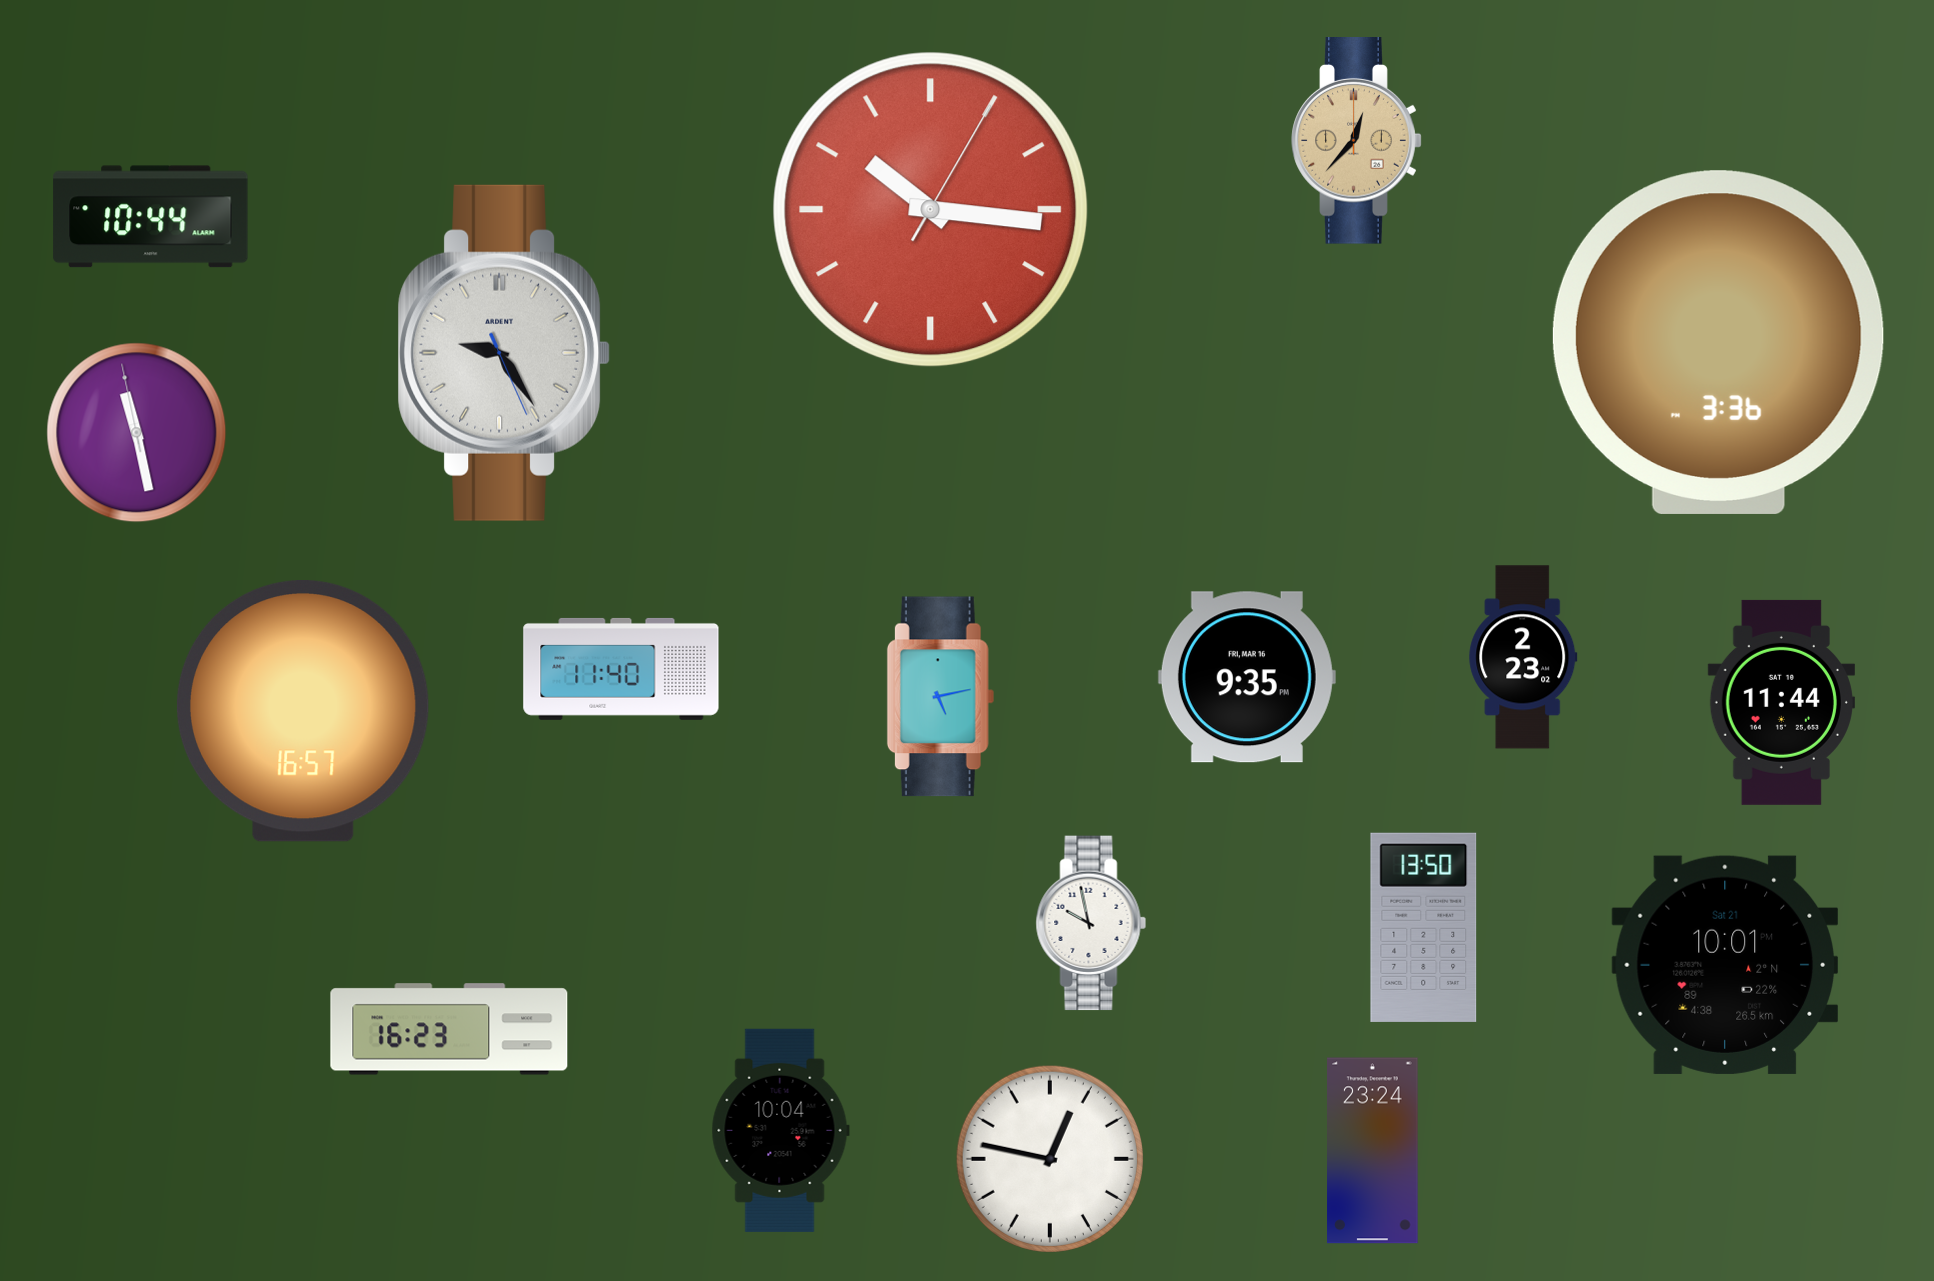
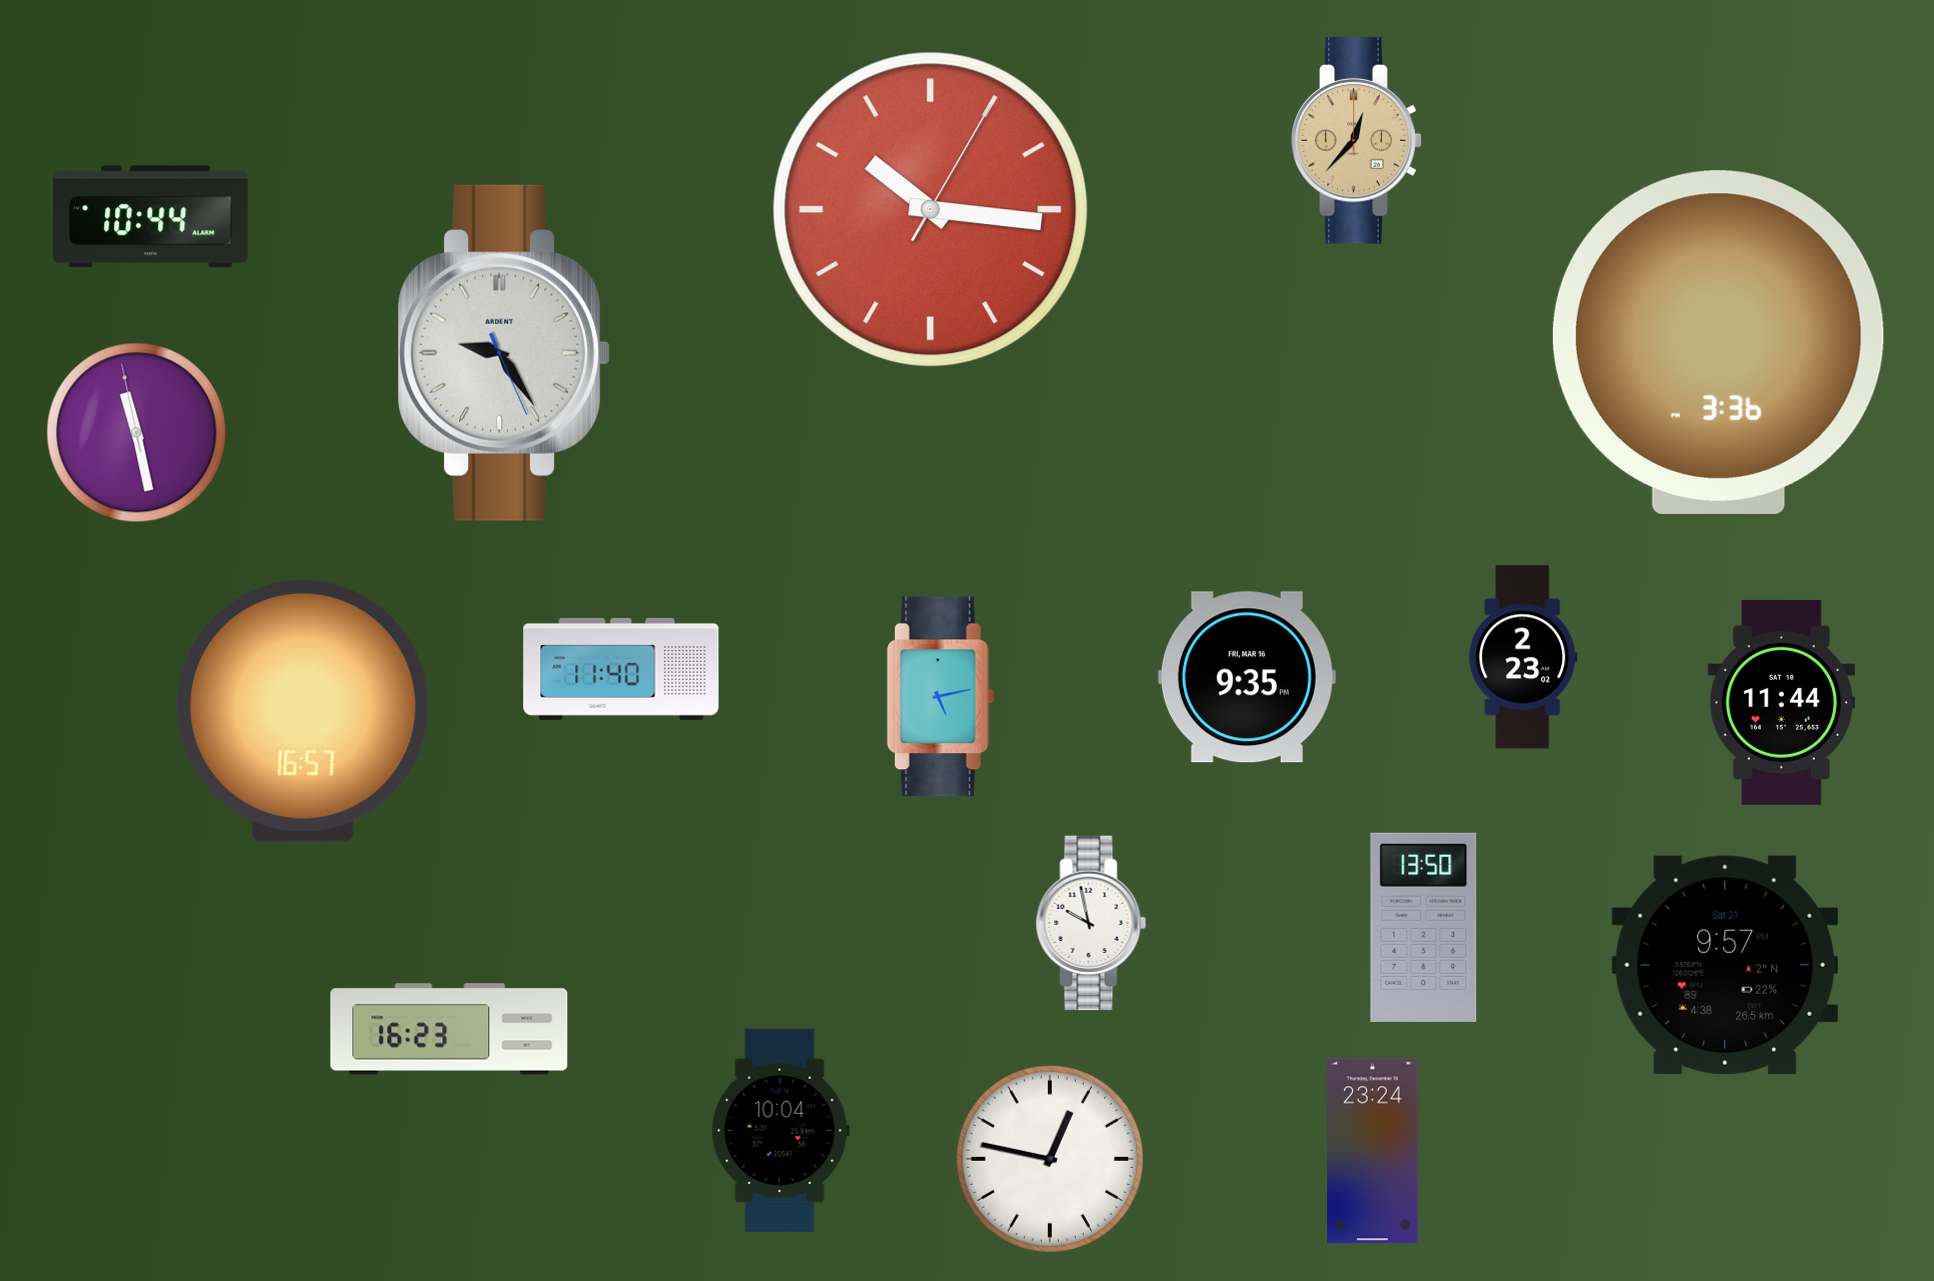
clock at (1724, 965): 10:01 -> 9:57
